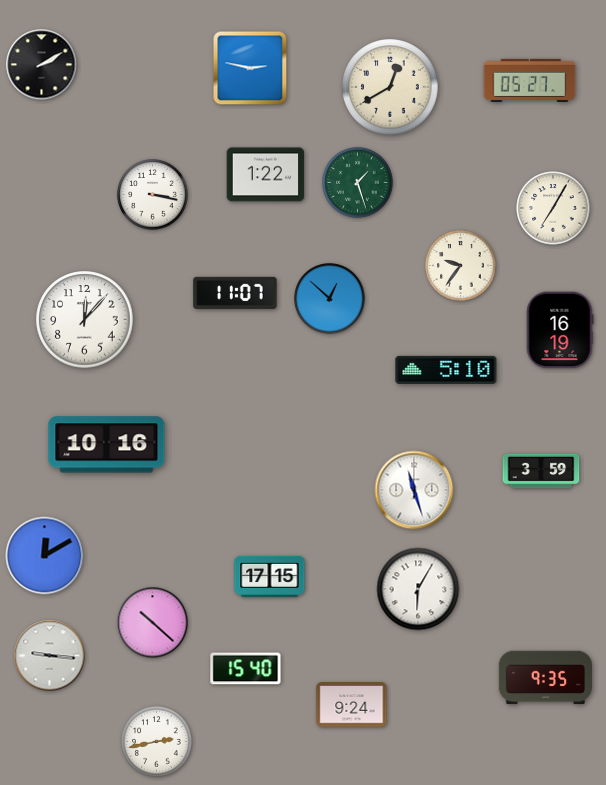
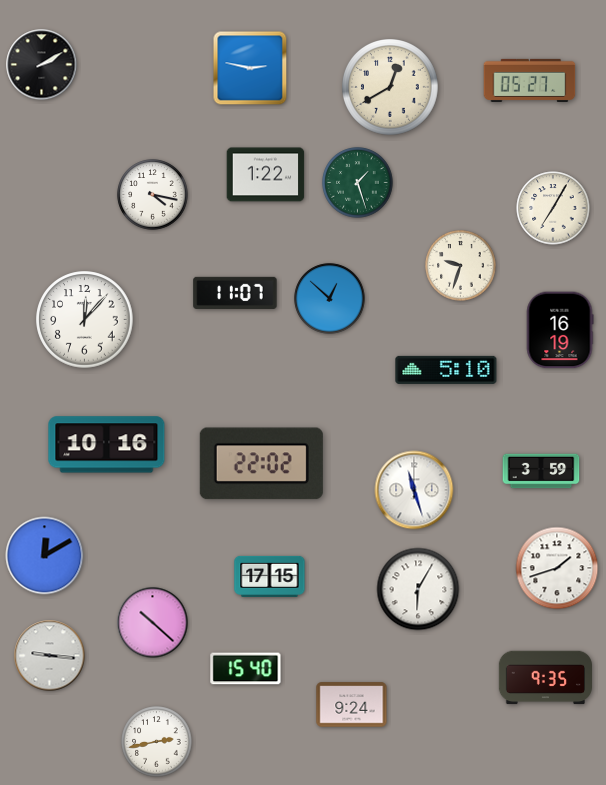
clock at (153, 195): 3:17 -> 4:17
clock at (461, 266): 9:36 -> 9:33
clock at (261, 464): none -> 22:02
clock at (557, 568): none -> 1:42
